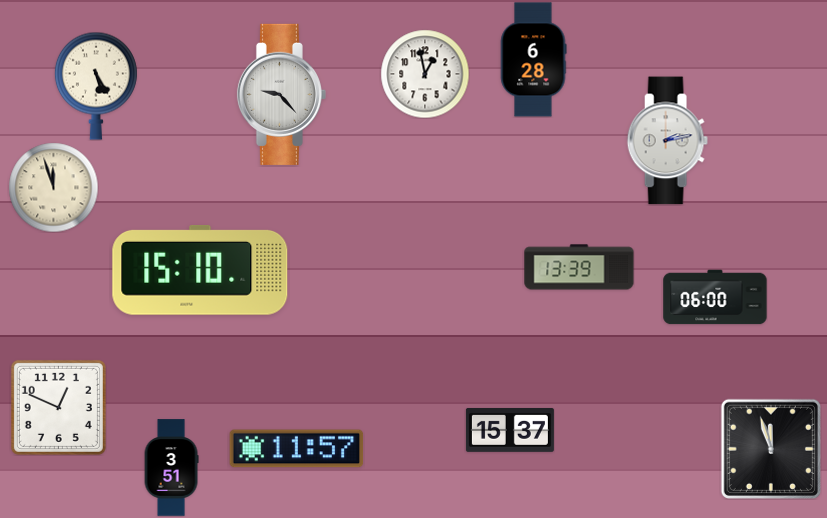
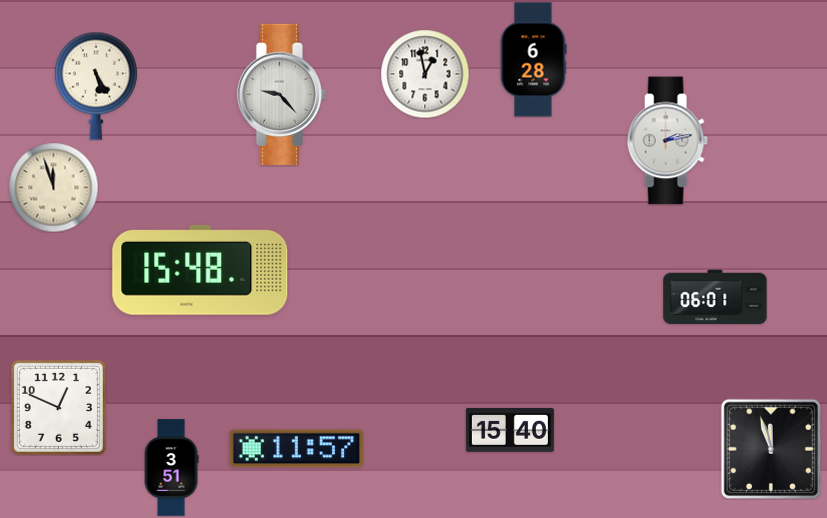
clock at (579, 267): 13:39 -> none
clock at (200, 270): 15:10 -> 15:48
clock at (715, 297): 06:00 -> 06:01
clock at (510, 430): 15:37 -> 15:40
